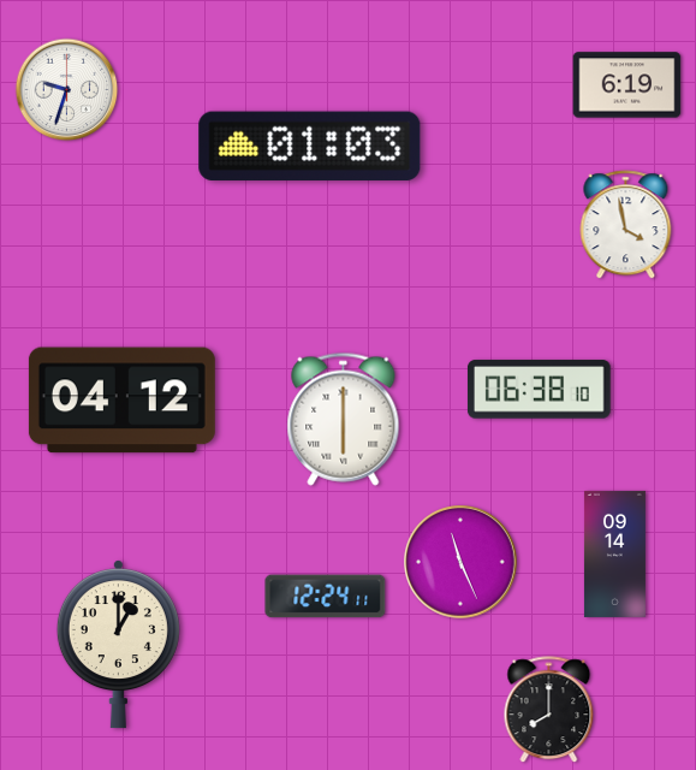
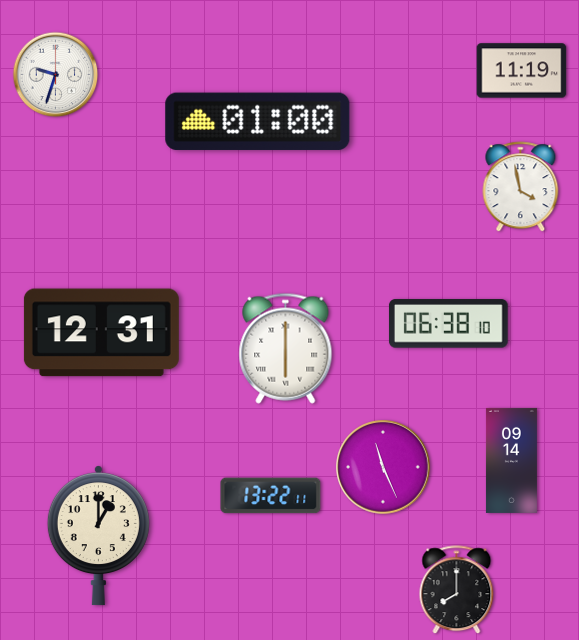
clock at (627, 85): 6:19 -> 11:19
clock at (310, 146): 01:03 -> 01:00
clock at (121, 401): 04:12 -> 12:31
clock at (326, 597): 12:24 -> 13:22
